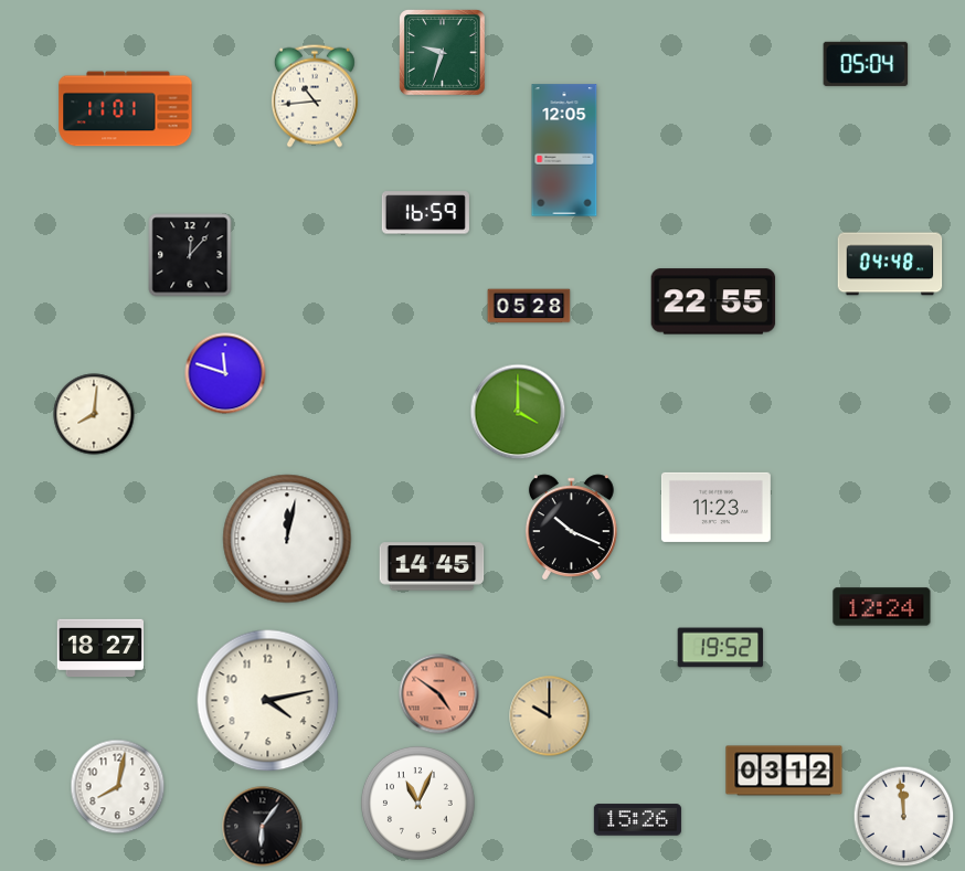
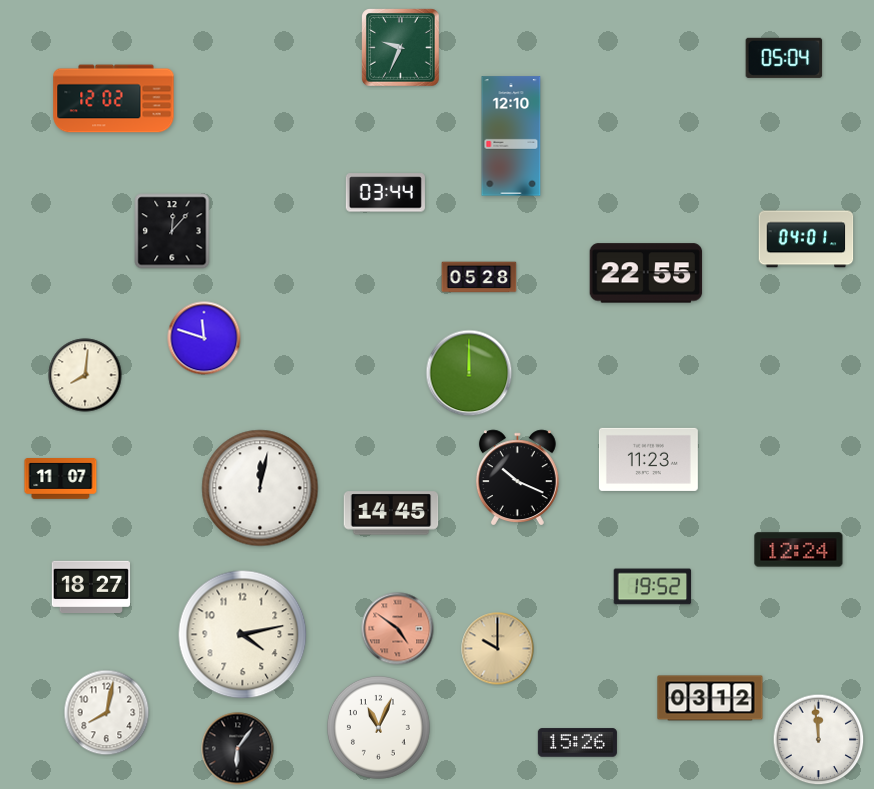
clock at (443, 53): 9:33 -> 9:34
clock at (315, 96): 10:44 -> none
clock at (126, 109): 11:01 -> 12:02
clock at (564, 150): 12:05 -> 12:10
clock at (425, 213): 16:59 -> 03:44
clock at (890, 264): 04:48 -> 04:01
clock at (518, 412): 4:00 -> 12:00
clock at (61, 479): none -> 11:07
